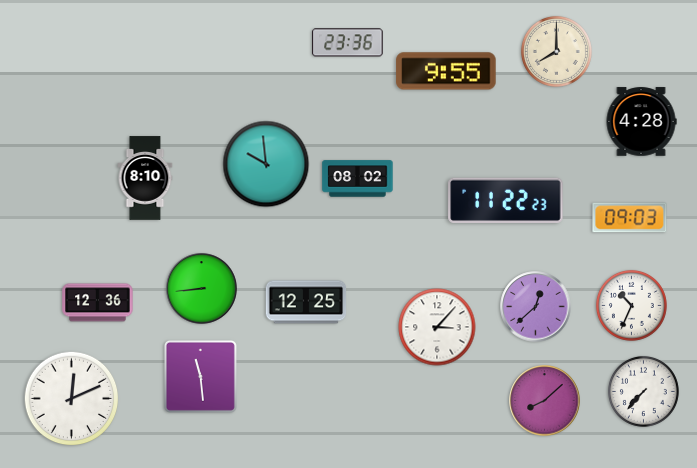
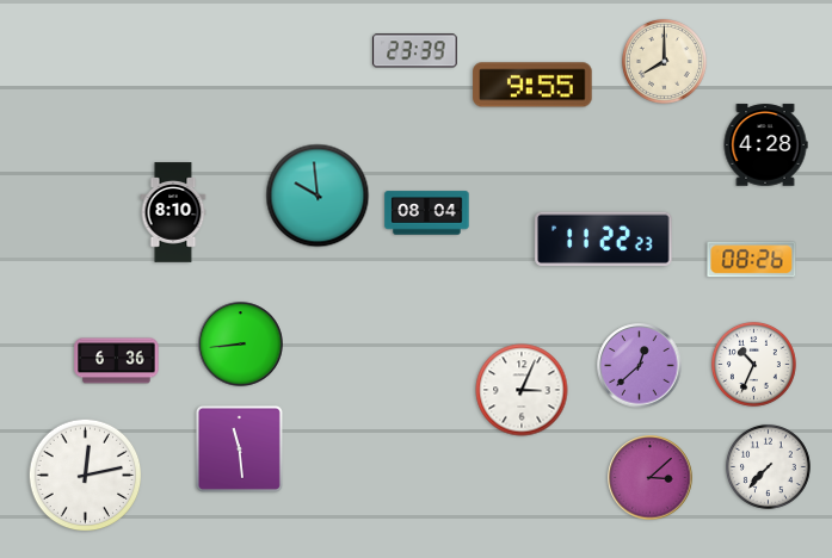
clock at (348, 43): 23:36 -> 23:39
clock at (358, 179): 08:02 -> 08:04
clock at (630, 218): 09:03 -> 08:26
clock at (306, 302): 12:25 -> none
clock at (98, 303): 12:36 -> 6:36
clock at (437, 327): 3:07 -> 3:04
clock at (72, 399): 12:11 -> 12:13
clock at (545, 401): 8:08 -> 3:08
